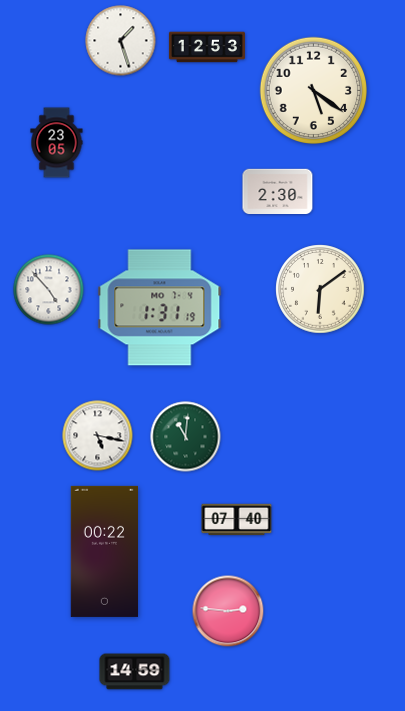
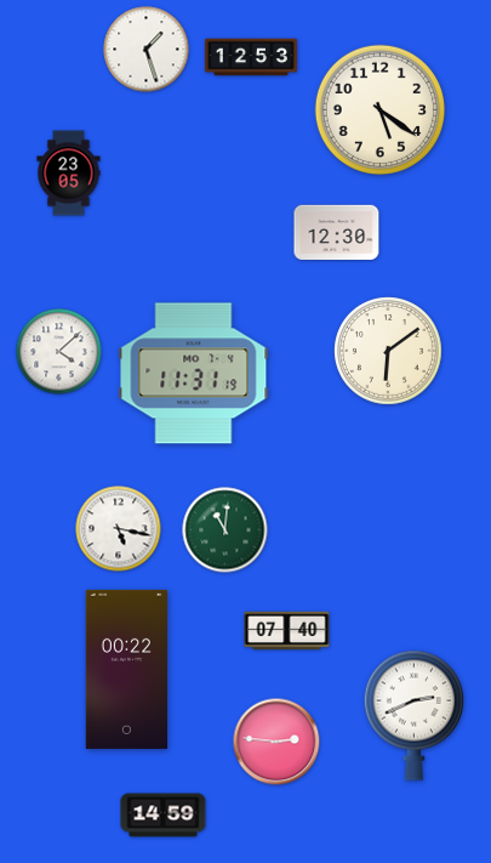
clock at (278, 191): 2:30 -> 12:30
clock at (49, 290): 4:53 -> 4:08
clock at (160, 308): 1:31 -> 11:31
clock at (413, 715): none -> 2:41
